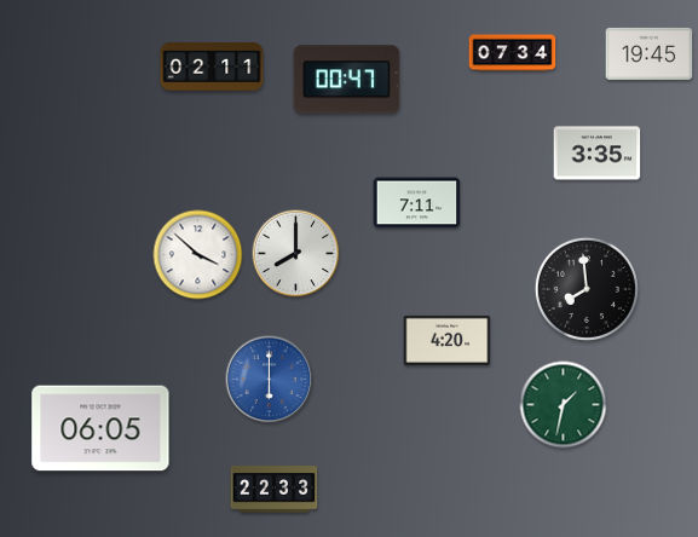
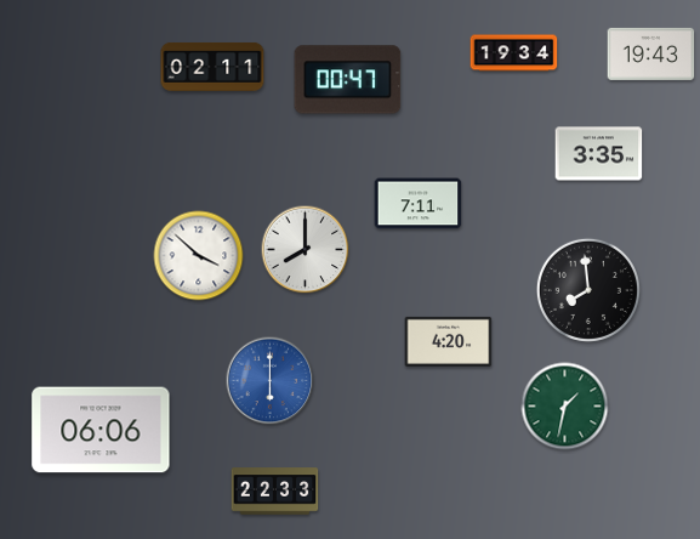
clock at (513, 53): 07:34 -> 19:34
clock at (650, 53): 19:45 -> 19:43
clock at (296, 254) position: (296, 254) -> (306, 250)
clock at (100, 428): 06:05 -> 06:06
